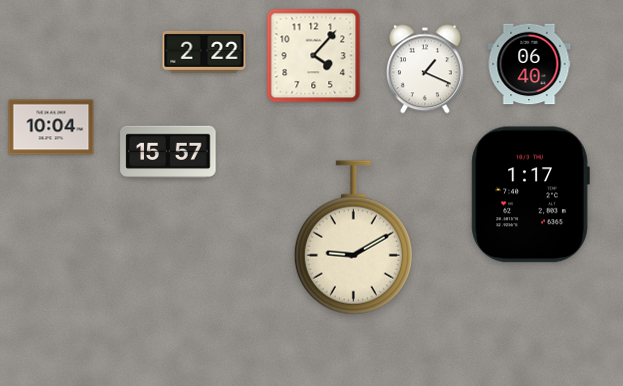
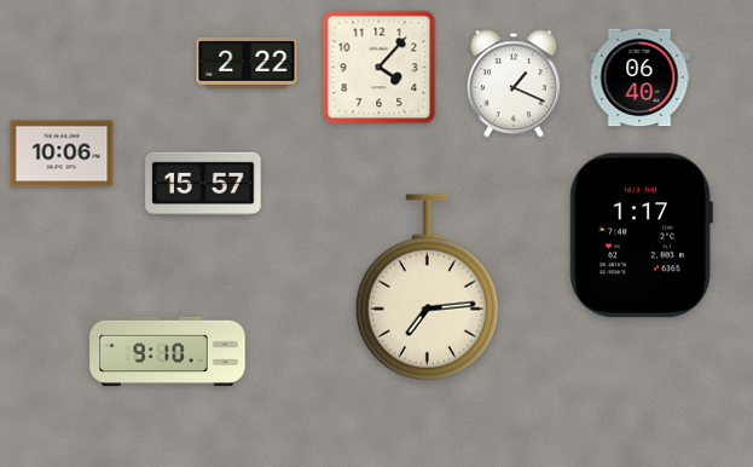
clock at (51, 127): 10:04 -> 10:06
clock at (353, 238): 9:10 -> 7:14
clock at (168, 351): none -> 9:10
